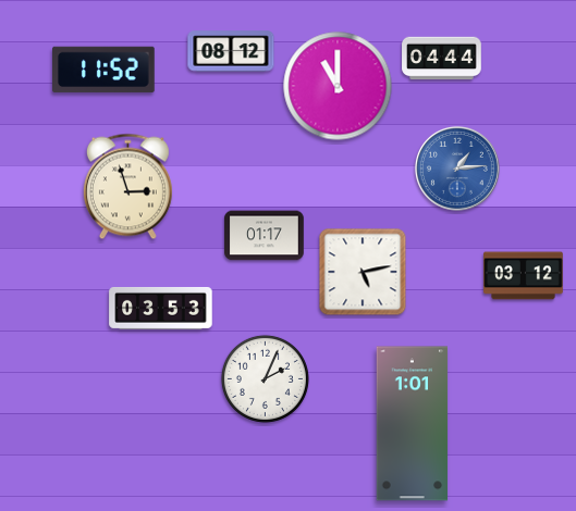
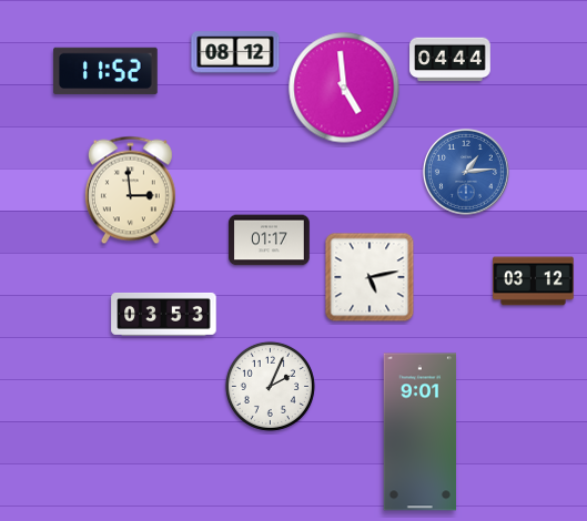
clock at (338, 86): 11:00 -> 4:59
clock at (127, 187): 2:57 -> 2:59
clock at (413, 424): 1:01 -> 9:01
